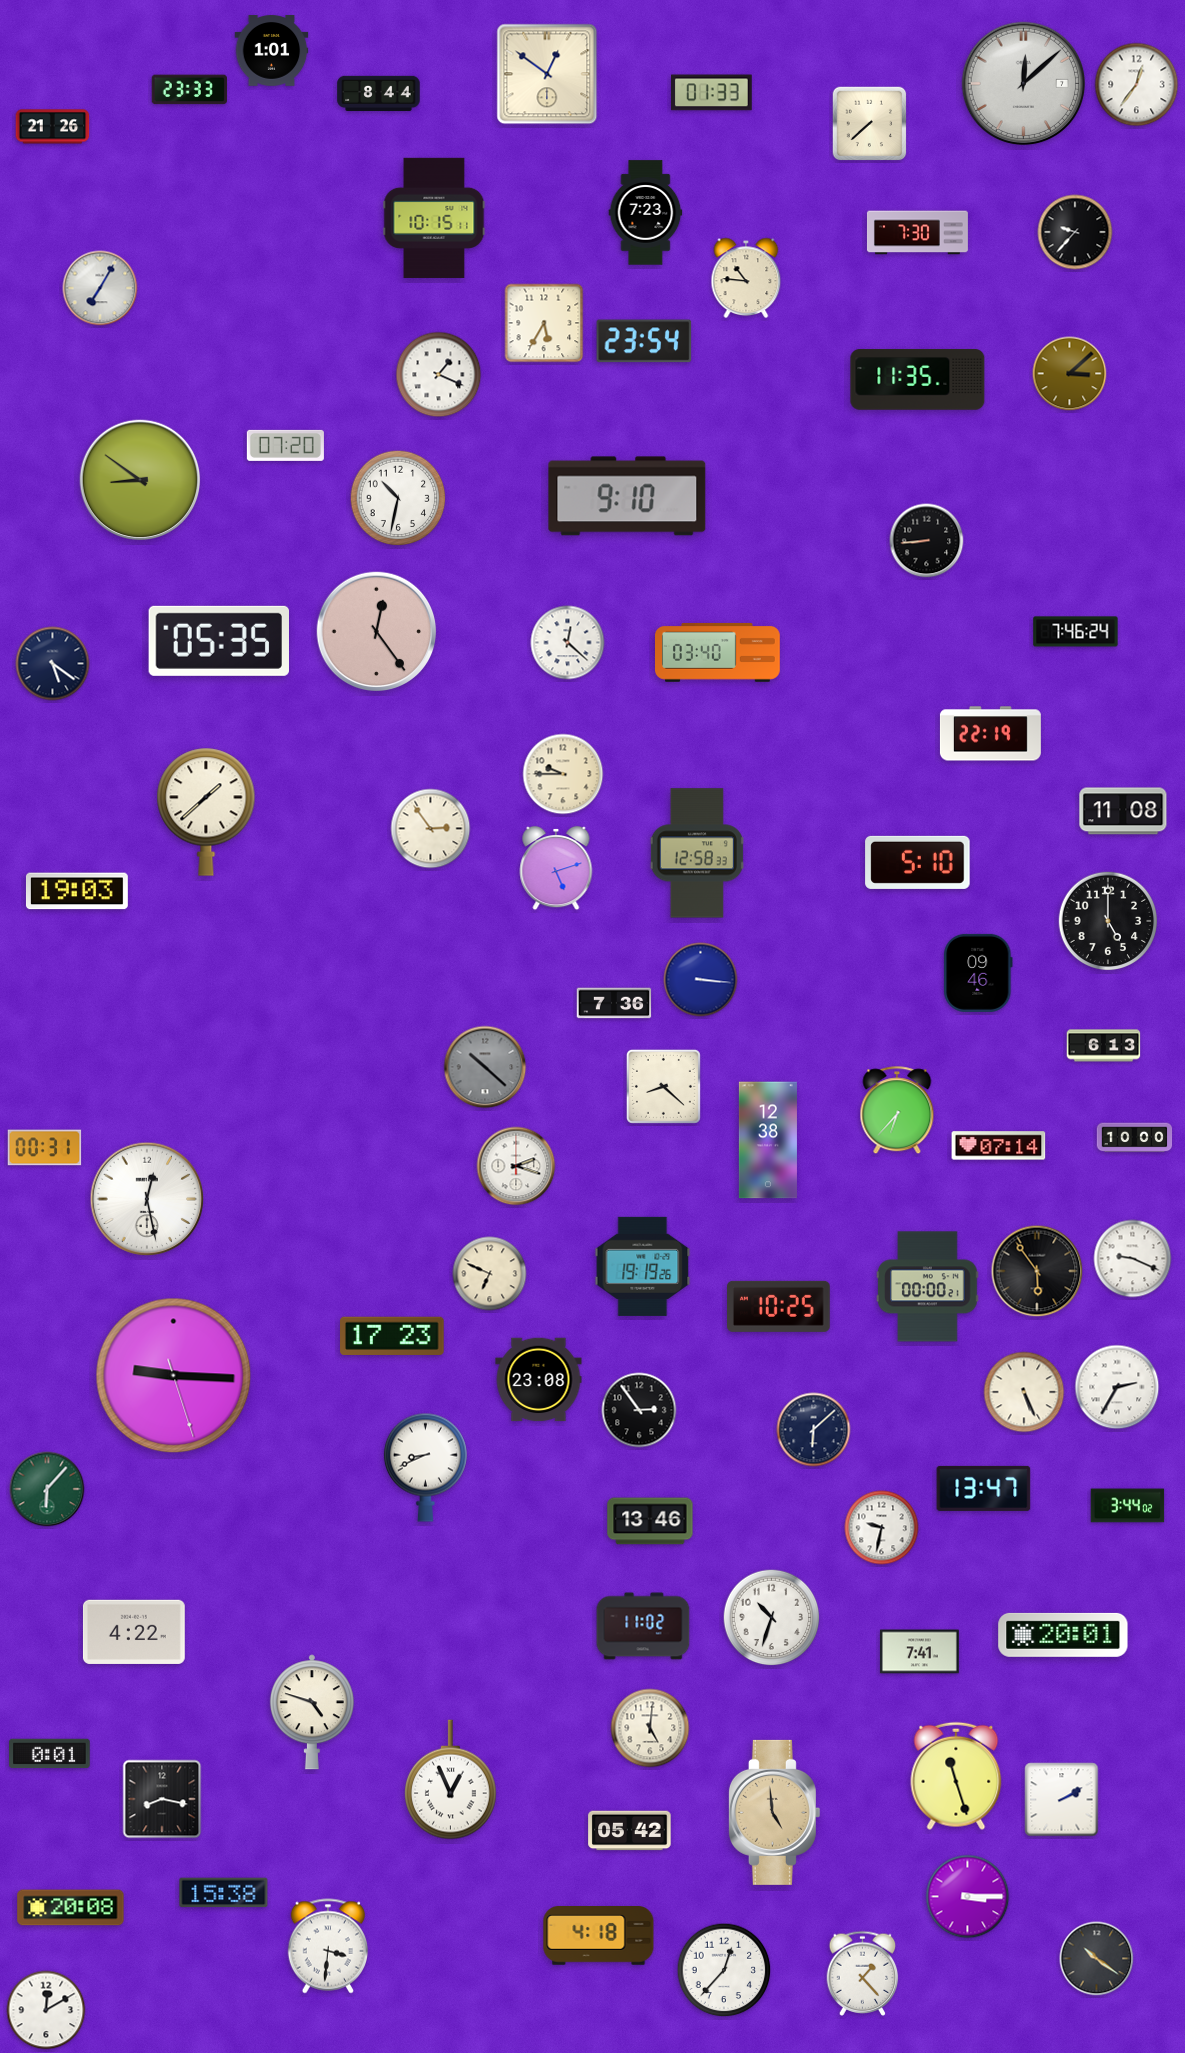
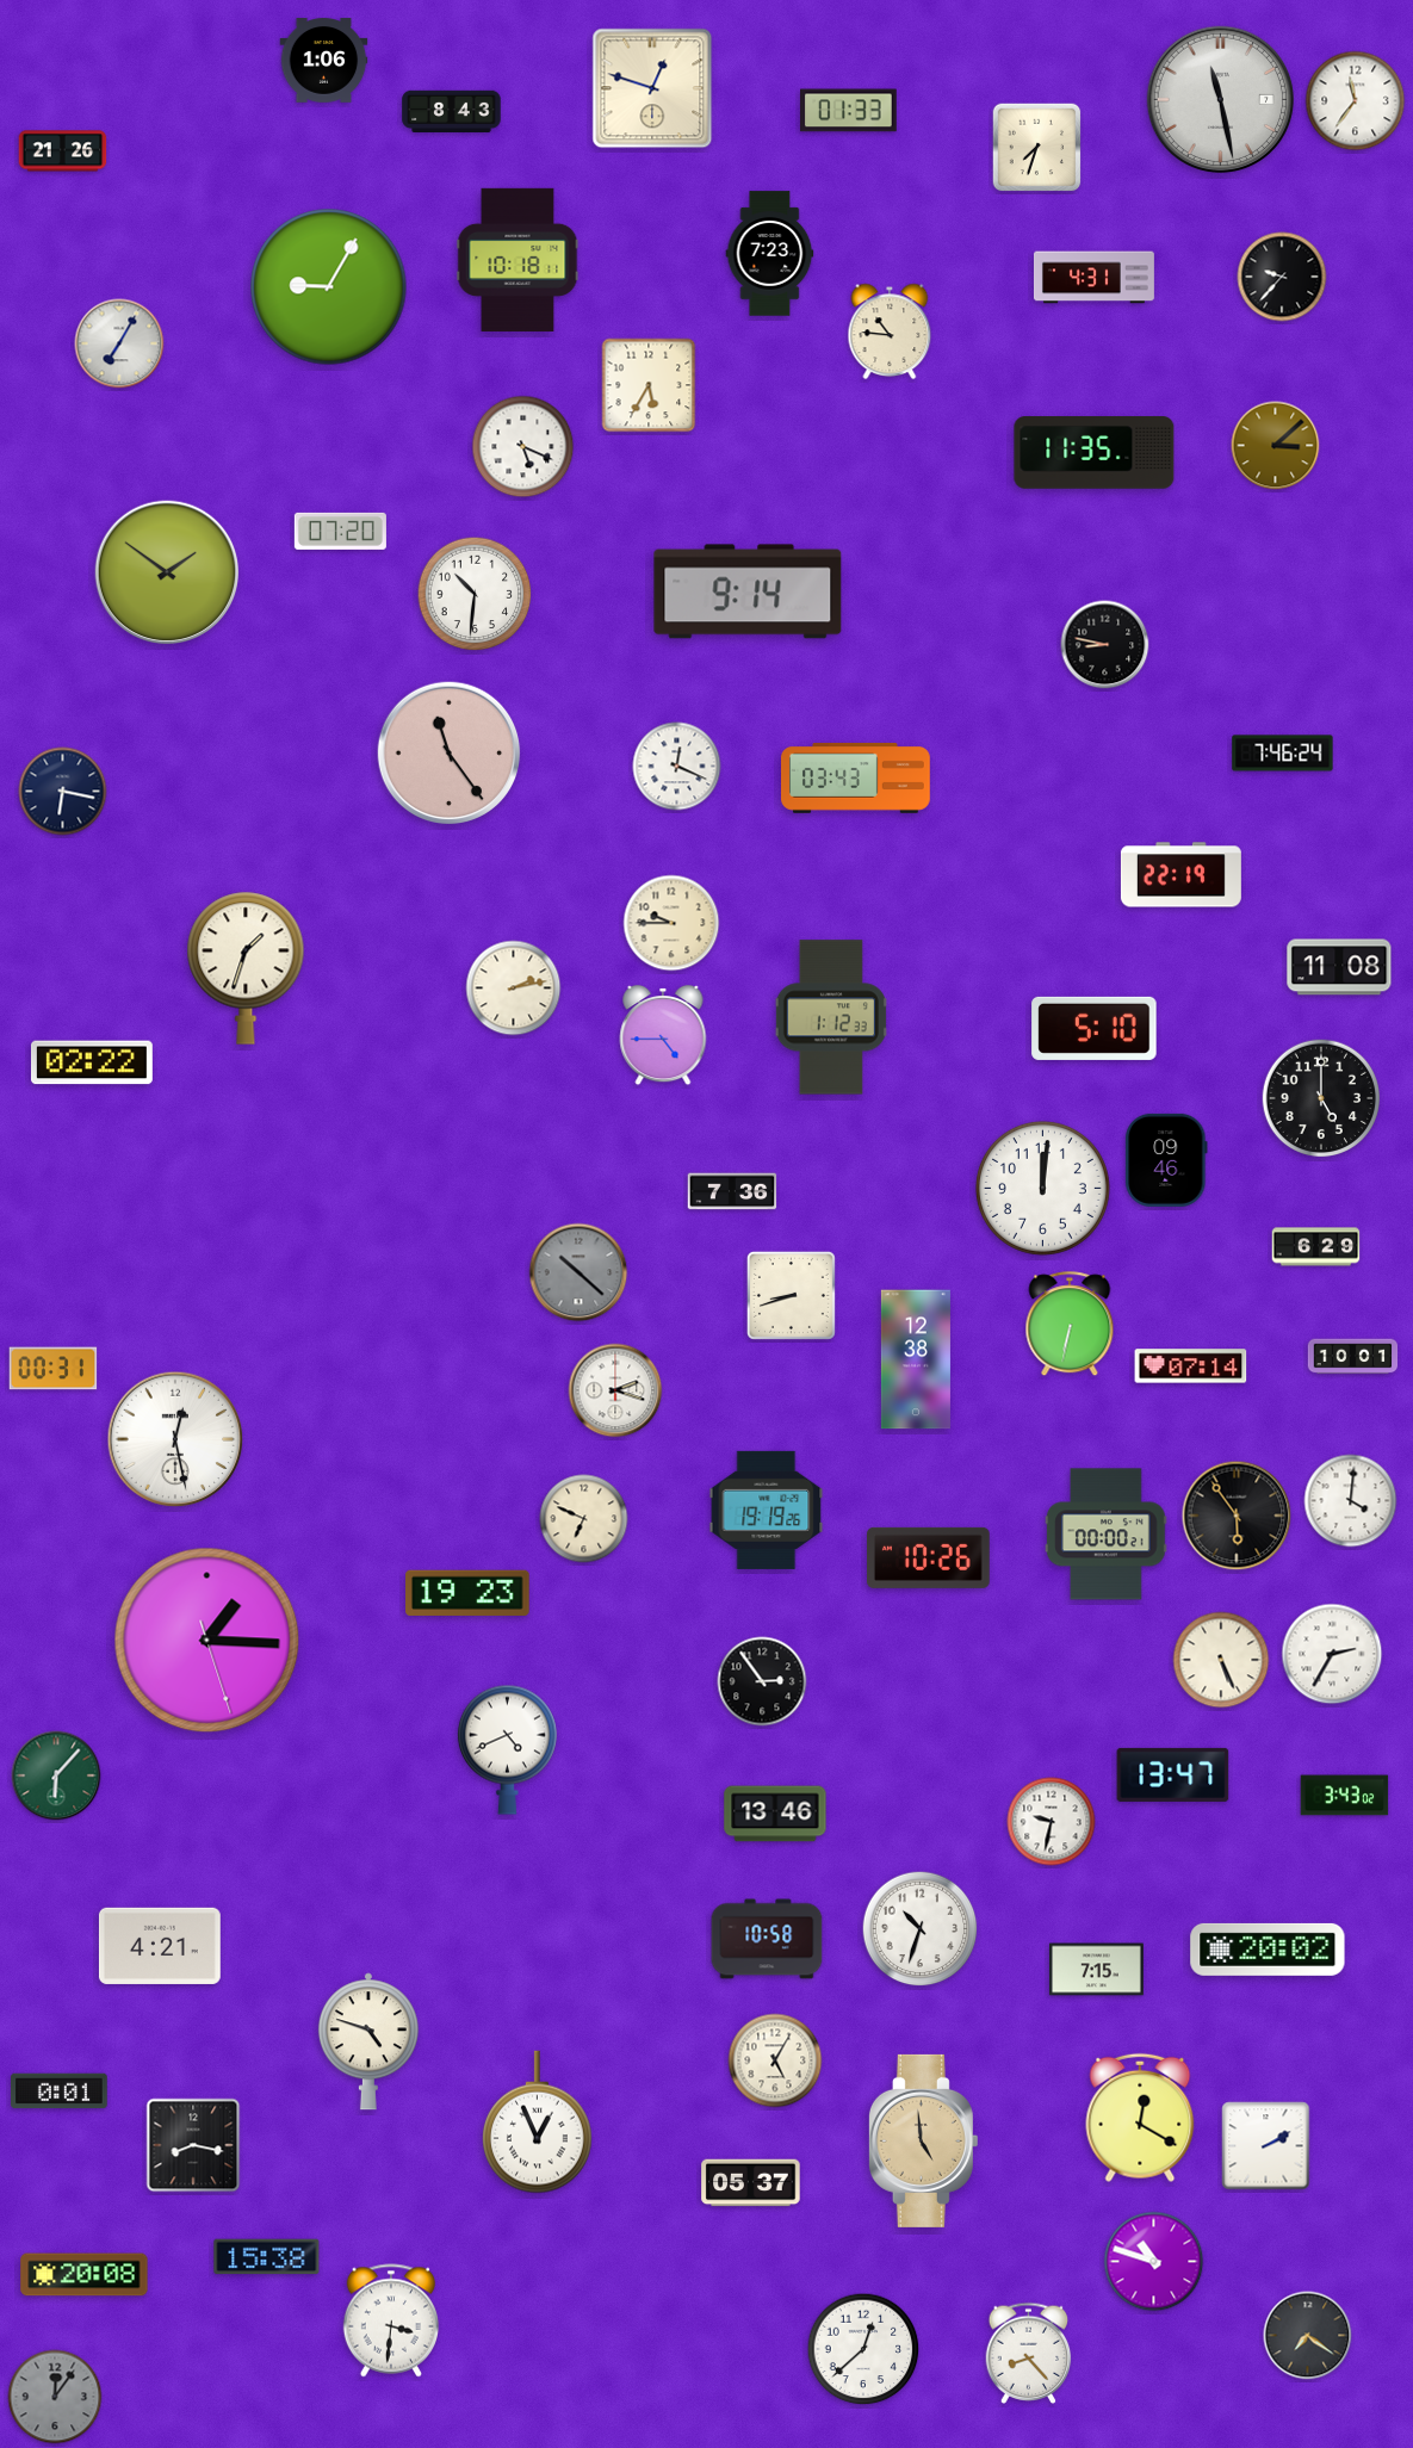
clock at (272, 51): 1:01 -> 1:06
clock at (547, 74): 12:51 -> 12:48
clock at (1024, 84): 12:08 -> 11:28
clock at (1137, 85): 12:36 -> 11:36
clock at (189, 90): 23:33 -> none
clock at (379, 93): 8:44 -> 8:43
clock at (870, 124): 7:38 -> 7:33
clock at (434, 217): 10:15 -> 10:18
clock at (917, 233): 7:30 -> 4:31
clock at (329, 287): none -> 9:05
clock at (644, 341): 23:54 -> none
clock at (439, 375): 1:19 -> 5:19
clock at (140, 480): 8:51 -> 1:51
clock at (627, 496): 9:10 -> 9:14
clock at (398, 498): 10:32 -> 10:31
clock at (927, 541): 8:44 -> 8:47
clock at (377, 632): 12:24 -> 11:24
clock at (218, 641): 05:35 -> none
clock at (568, 643): 12:22 -> 12:19
clock at (718, 652): 03:40 -> 03:43
clock at (53, 664): 5:21 -> 6:17
clock at (206, 812): 1:38 -> 1:33
clock at (431, 829): 2:54 -> 2:13
clock at (697, 853): 12:58 -> 1:12
clock at (556, 868): 5:12 -> 4:45
clock at (77, 891): 19:03 -> 02:22
clock at (701, 980): 3:16 -> none
clock at (1042, 1188): none -> 12:01
clock at (614, 1003) position: (614, 1003) -> (732, 1191)
clock at (1104, 1046): 6:13 -> 6:29
clock at (663, 1086): 8:22 -> 8:42
clock at (897, 1111): 6:37 -> 6:32
clock at (1135, 1138): 10:00 -> 10:01
clock at (147, 1199) position: (147, 1199) -> (175, 1439)
clock at (1133, 1259): 9:19 -> 4:01
clock at (779, 1306): 10:25 -> 10:26
clock at (392, 1336): 17:23 -> 19:23
clock at (174, 1376): 9:15 -> 1:15
clock at (539, 1380): 23:08 -> none
clock at (814, 1430): 6:08 -> none
clock at (425, 1467): 8:41 -> 4:41
clock at (1128, 1506): 3:44 -> 3:43
clock at (643, 1626): 11:02 -> 10:58
clock at (134, 1632): 4:22 -> 4:21
clock at (1063, 1635): 20:01 -> 20:02
clock at (919, 1652): 7:41 -> 7:15
clock at (312, 1712) position: (312, 1712) -> (368, 2041)
clock at (650, 1728): 5:01 -> 5:05
clock at (956, 1776): 11:27 -> 12:20
clock at (774, 1812) position: (774, 1812) -> (923, 2140)
clock at (630, 1831): 05:42 -> 05:37
clock at (968, 1897): 3:15 -> 10:48
clock at (599, 1936): 4:18 -> none
clock at (1097, 1959): 10:21 -> 7:21
clock at (724, 1970): 12:37 -> 12:38
clock at (863, 1973): 1:23 -> 8:23
clock at (46, 2010): 12:10 -> 12:06
clock at (46, 2010) dial: white -> grey
